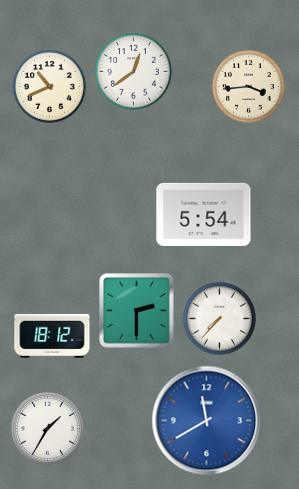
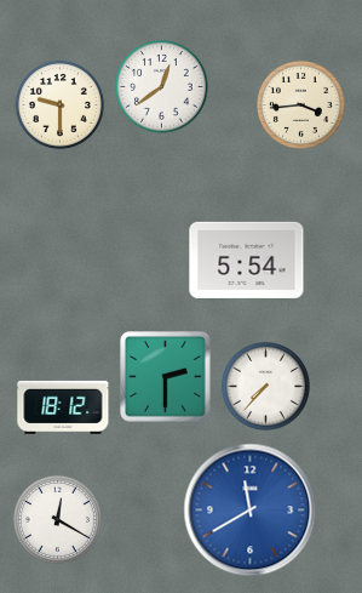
clock at (49, 86): 10:41 -> 9:30
clock at (47, 428): 1:35 -> 12:20
